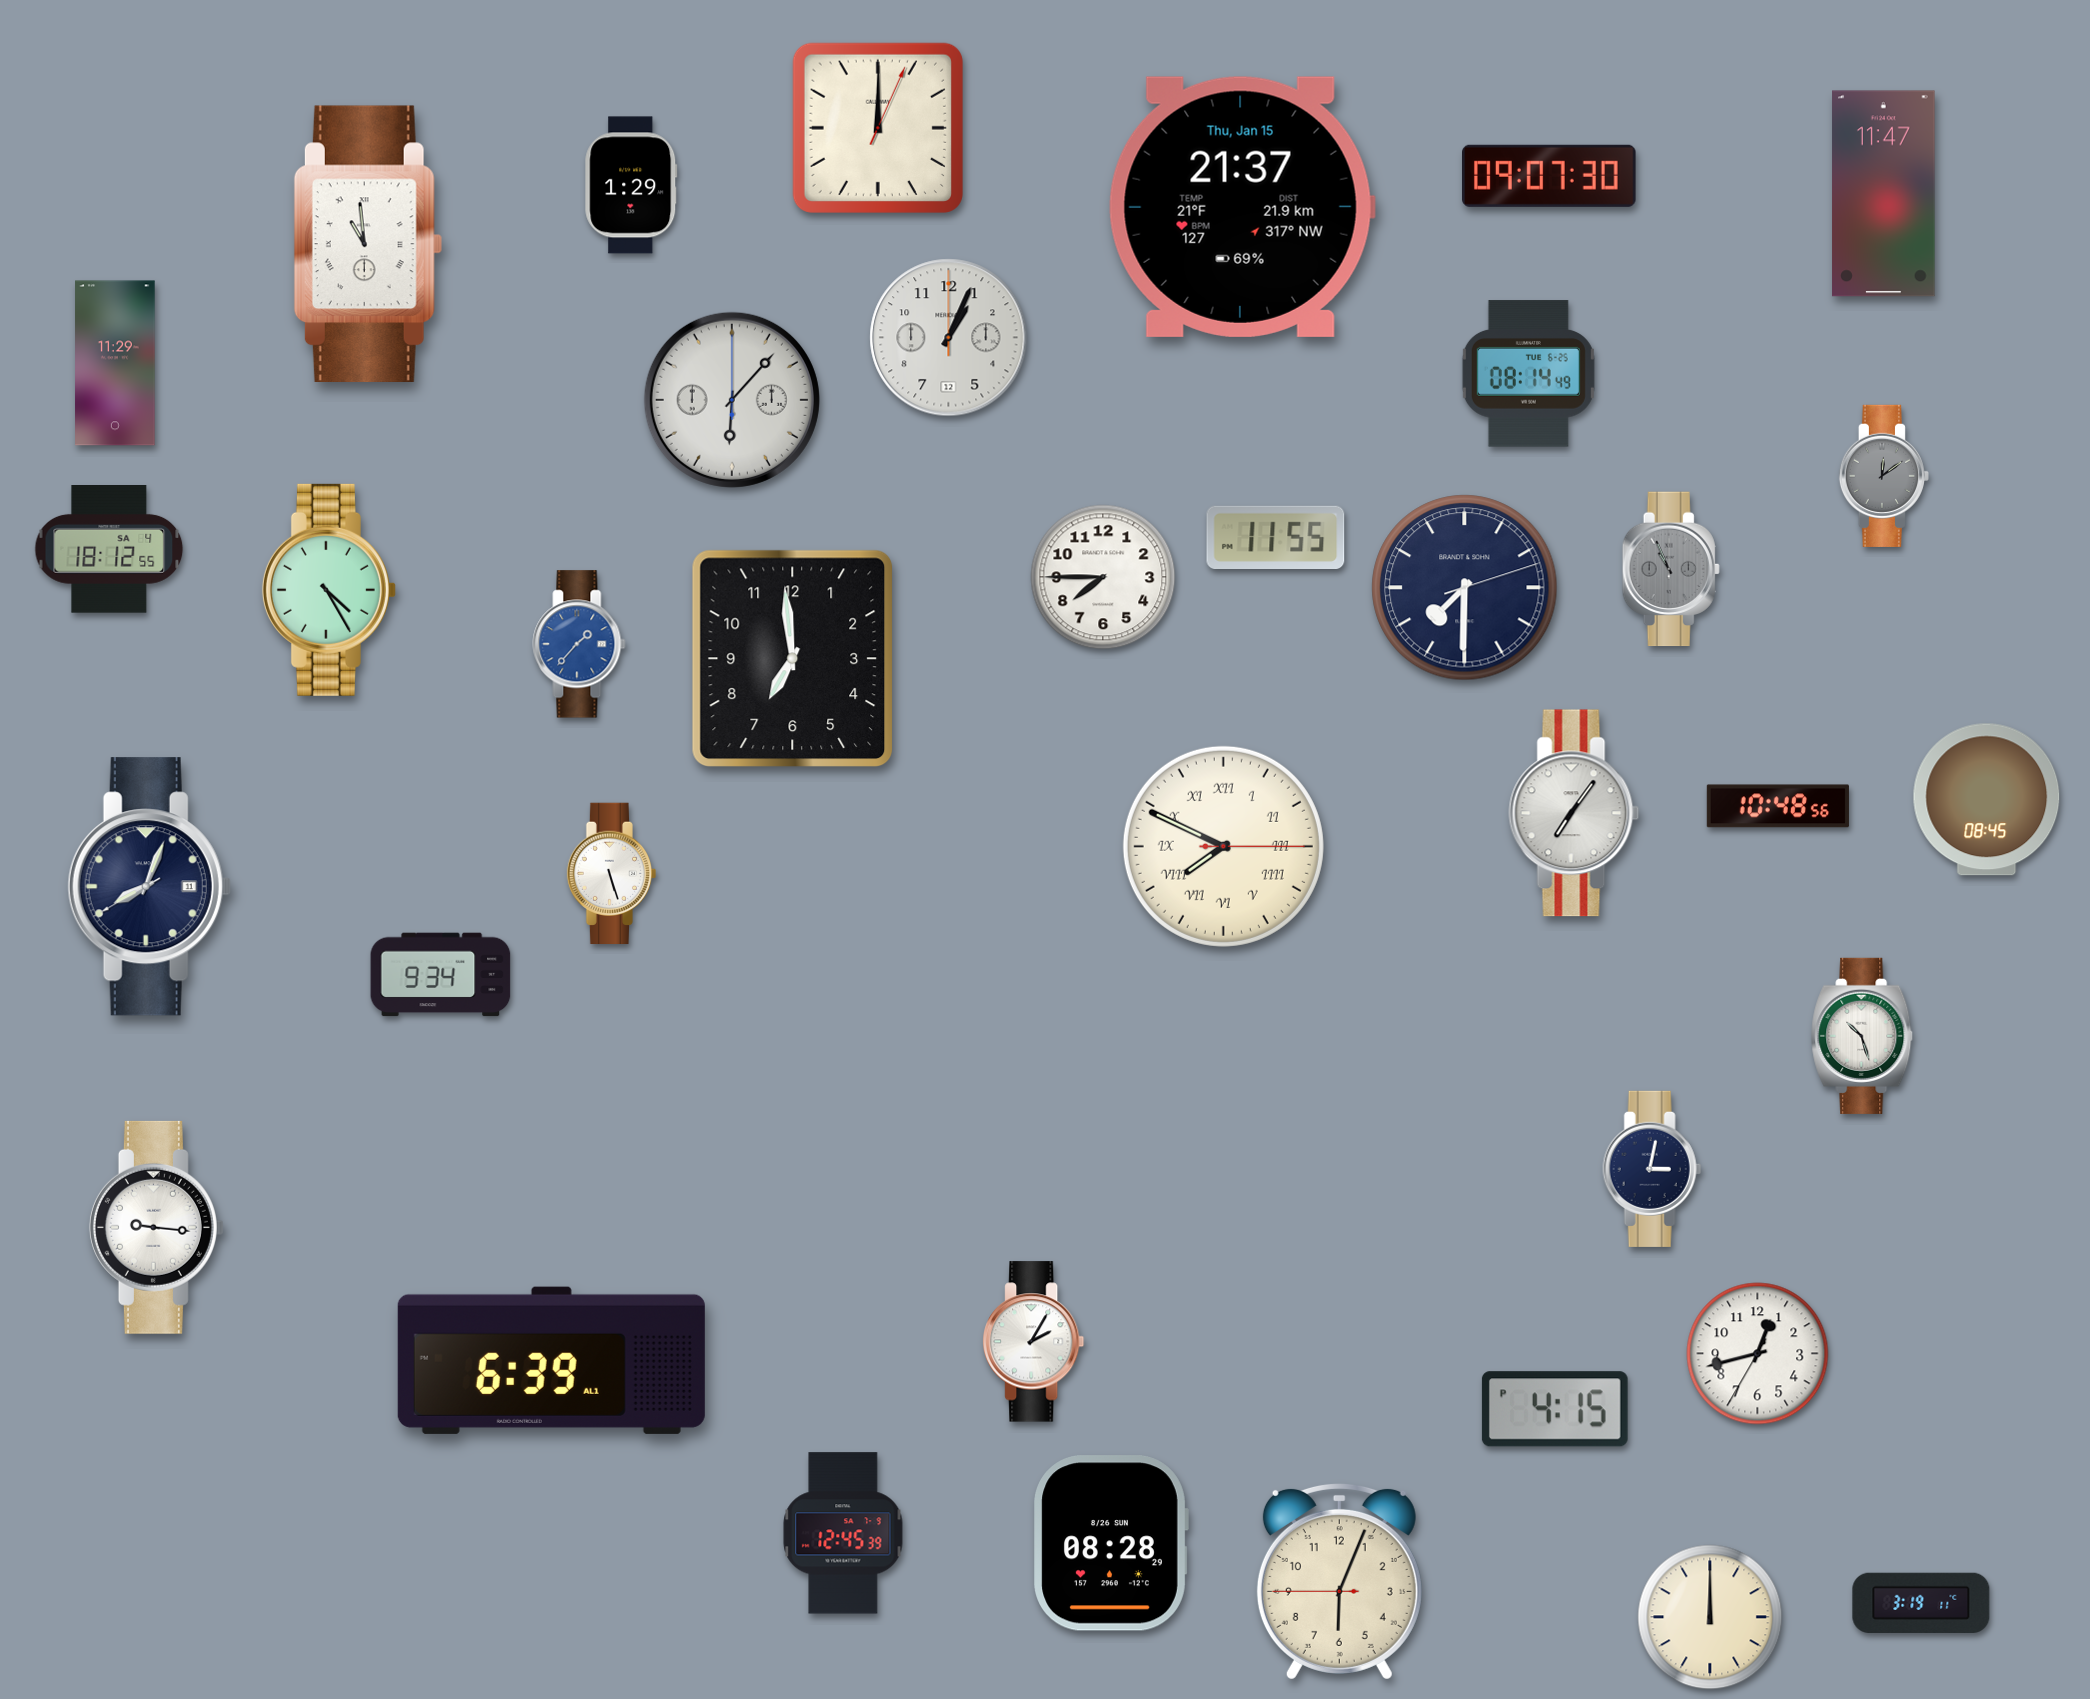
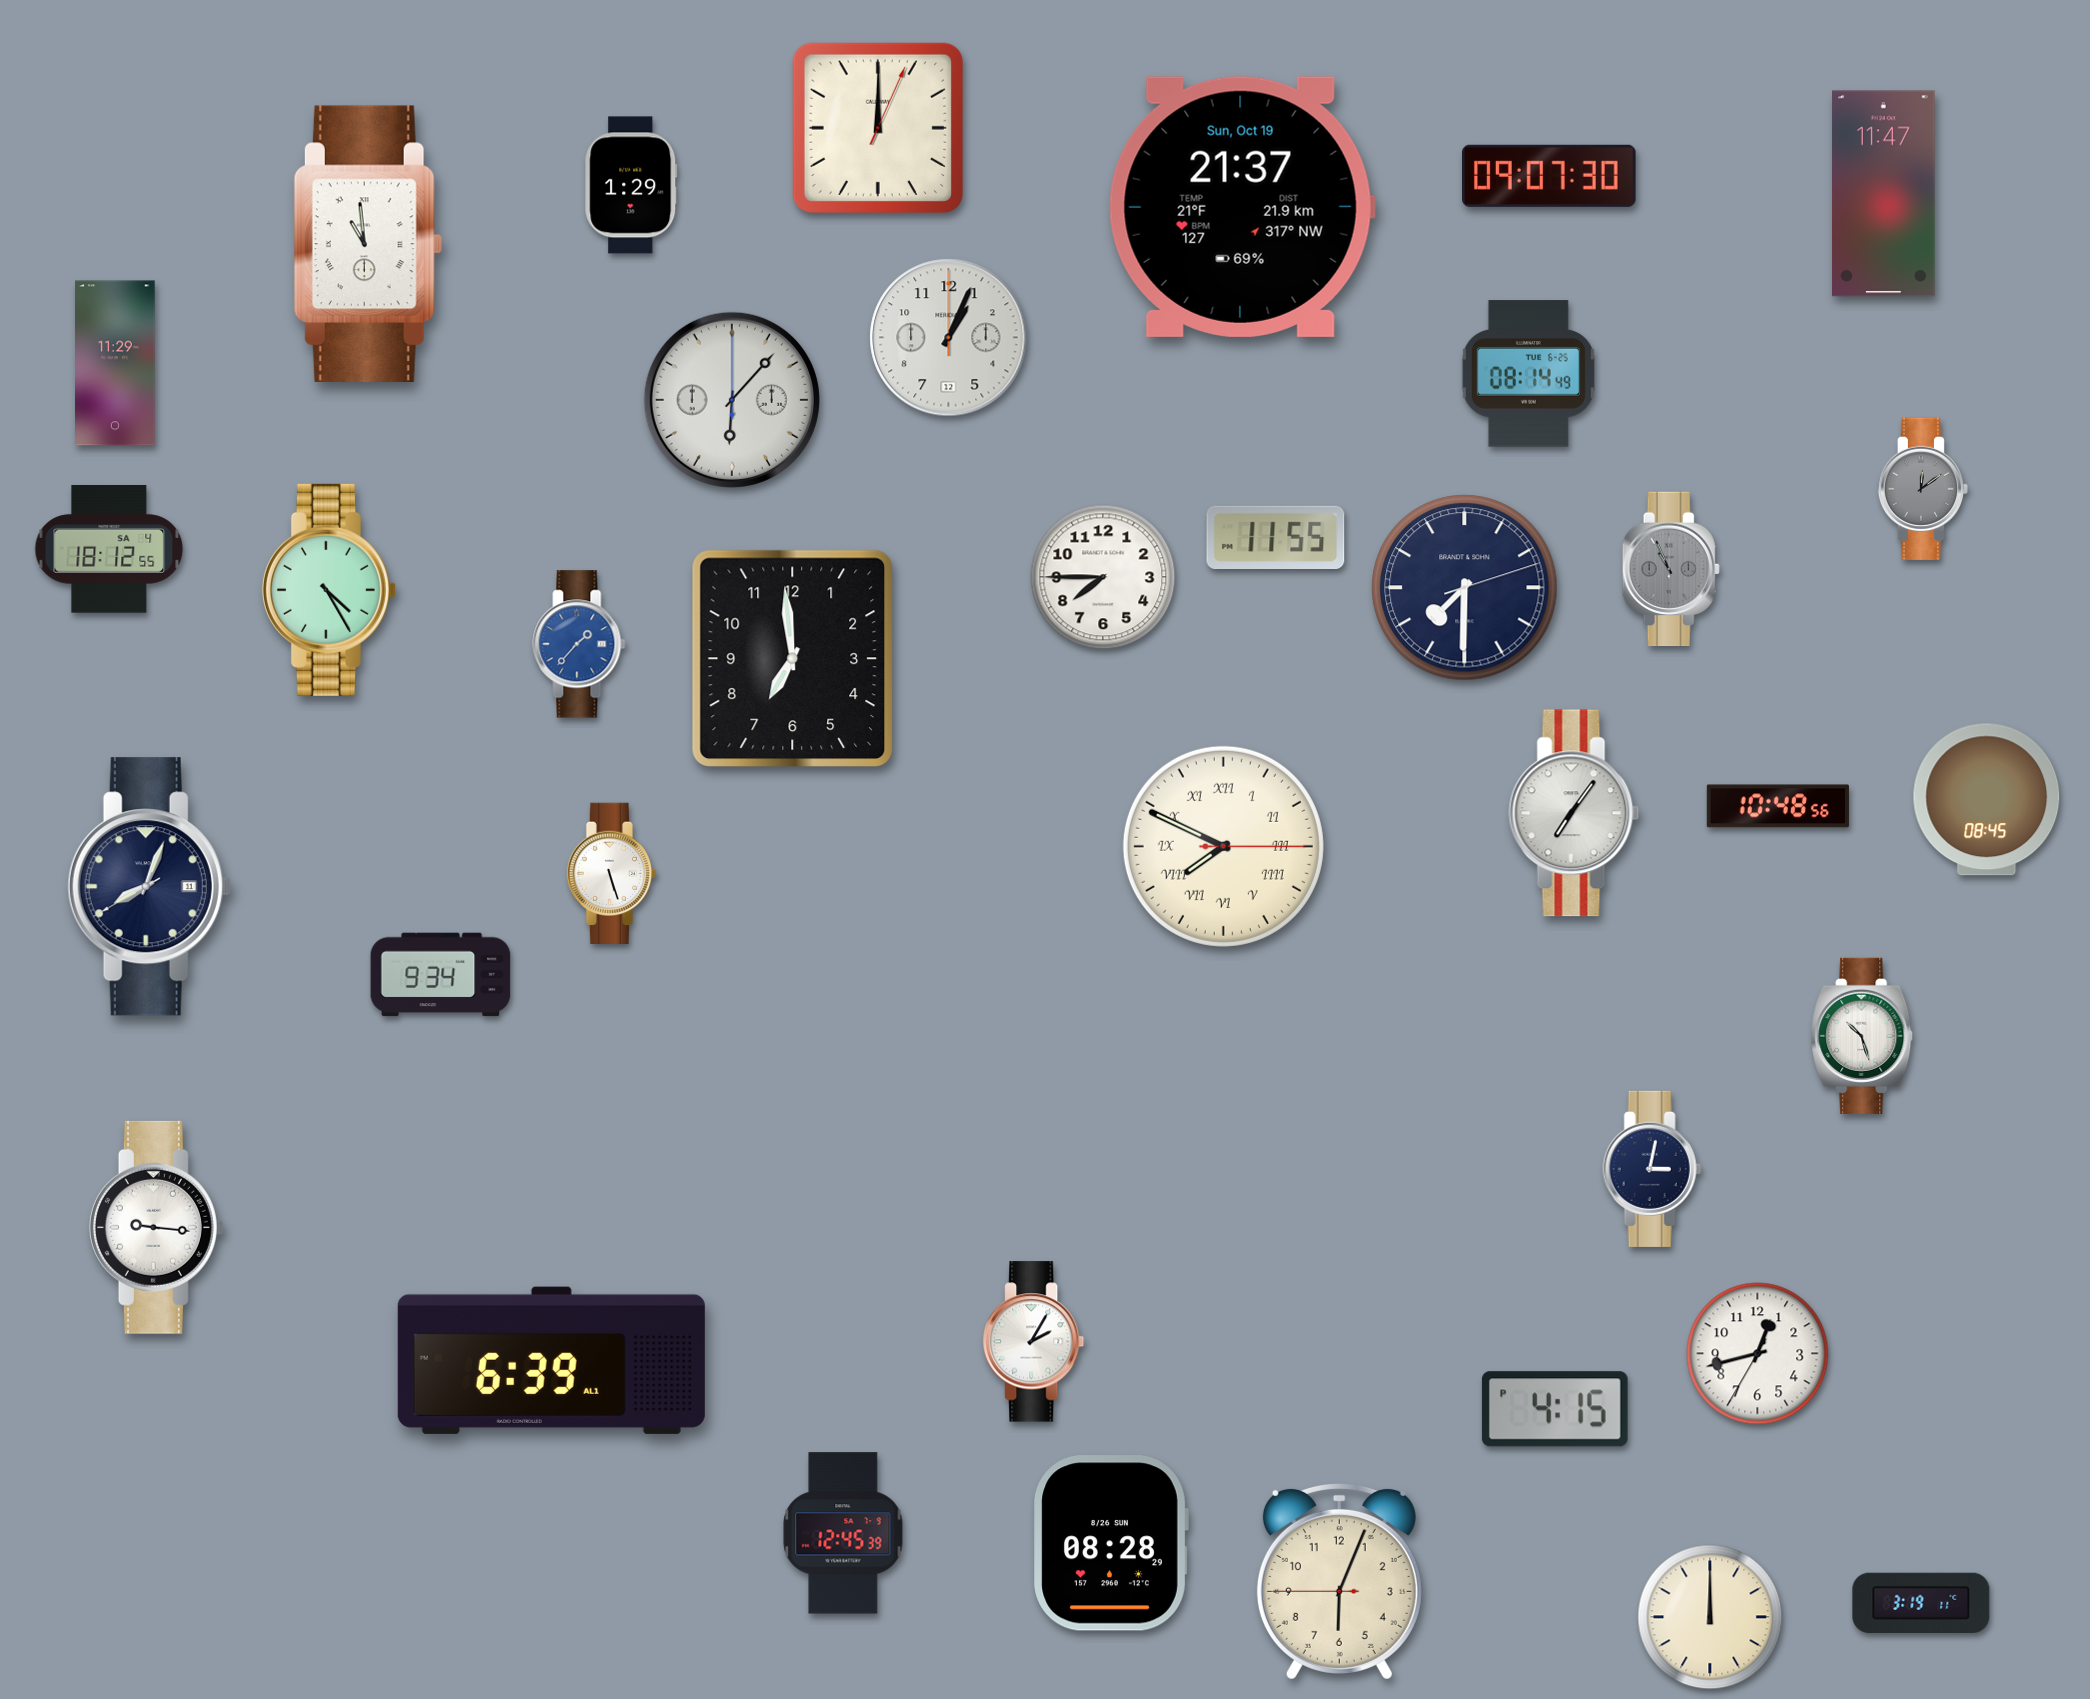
clock at (1242, 207) date: Thu, Jan 15 -> Sun, Oct 19
clock at (1884, 476) position: (1884, 476) -> (1923, 489)
